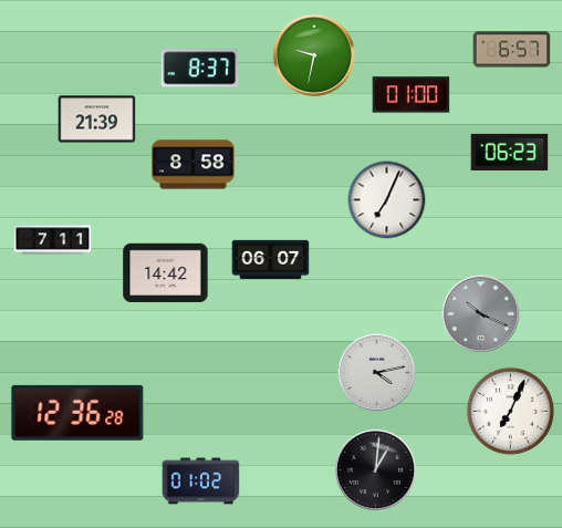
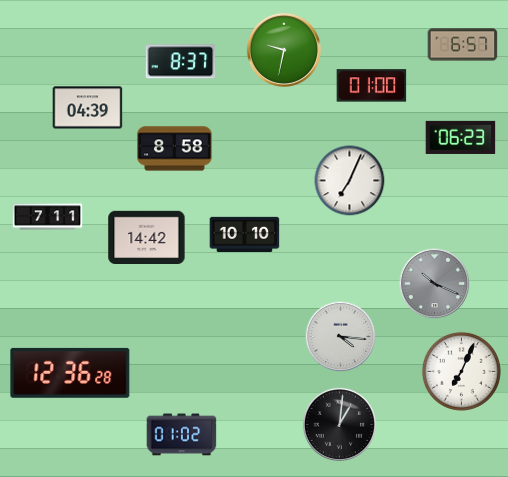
clock at (97, 120): 21:39 -> 04:39
clock at (271, 259): 06:07 -> 10:10
clock at (166, 272) position: (166, 272) -> (147, 237)
clock at (377, 373): 4:13 -> 4:16
